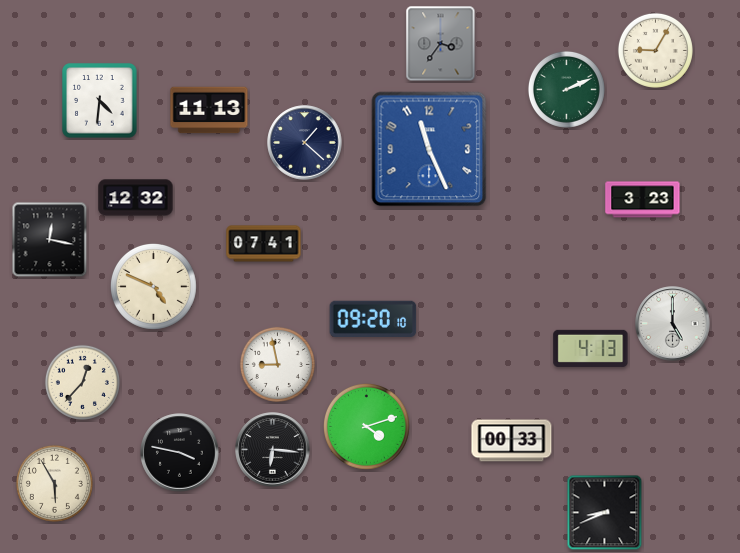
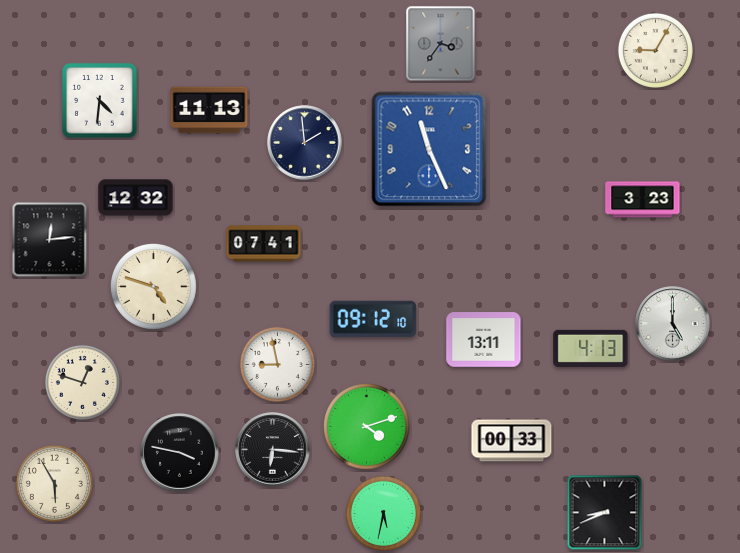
clock at (566, 89): 2:11 -> none
clock at (305, 143): 1:22 -> 1:59
clock at (50, 240): 12:17 -> 12:14
clock at (153, 286): 4:49 -> 4:48
clock at (373, 319): 09:20 -> 09:12
clock at (484, 340): none -> 13:11
clock at (82, 382): 12:37 -> 12:48
clock at (383, 513): none -> 5:32
